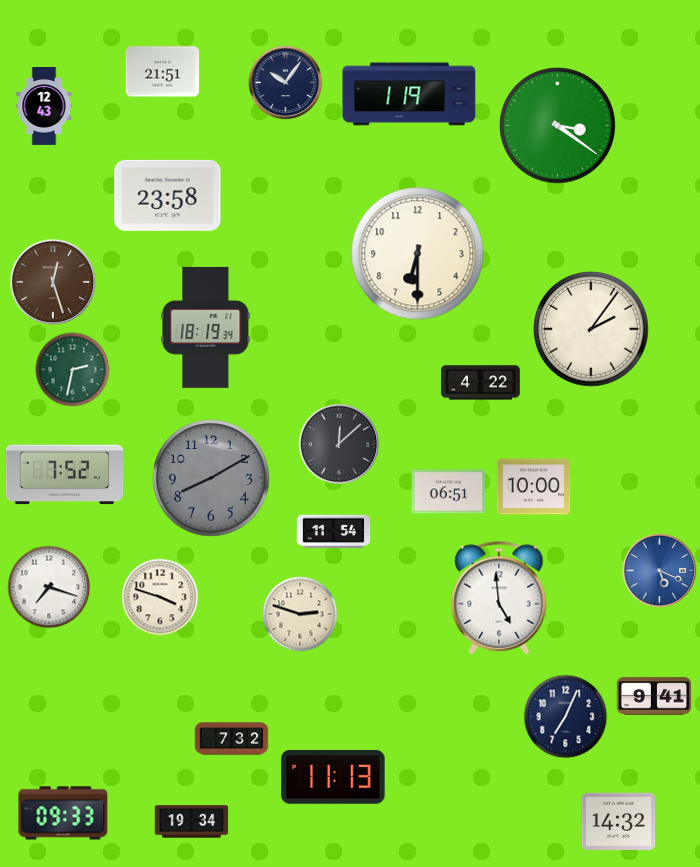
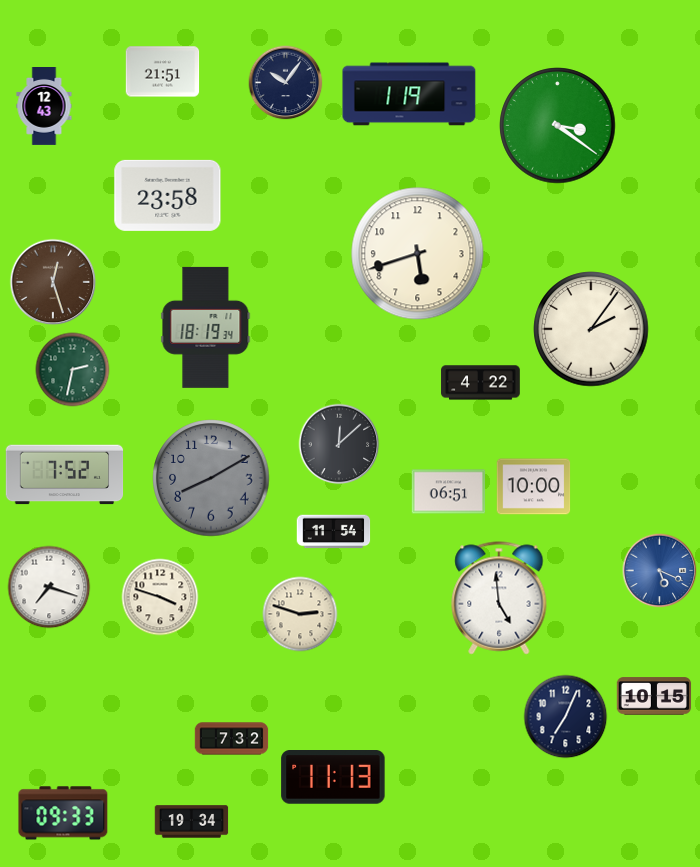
clock at (418, 254): 6:30 -> 5:42
clock at (654, 696): 9:41 -> 10:15
clock at (619, 821): 14:32 -> none
